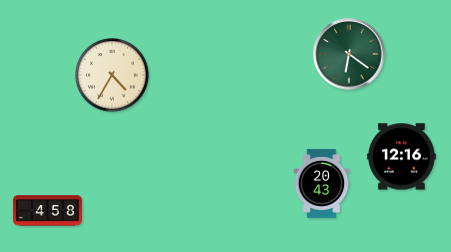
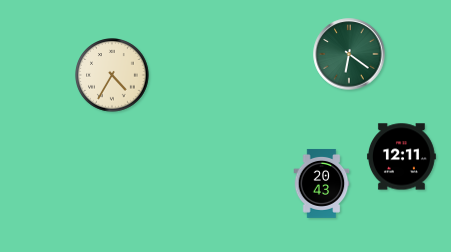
clock at (401, 157): 12:16 -> 12:11
clock at (48, 211): 4:58 -> none
